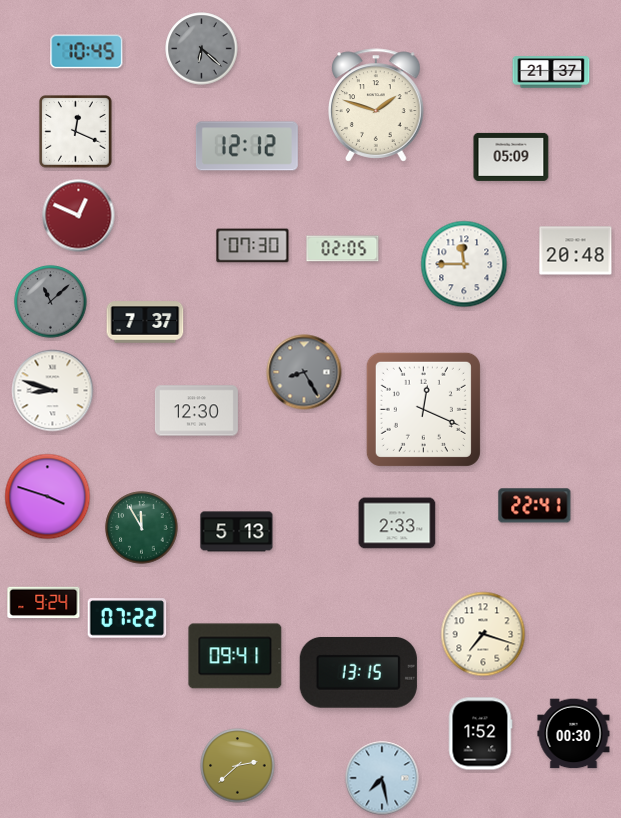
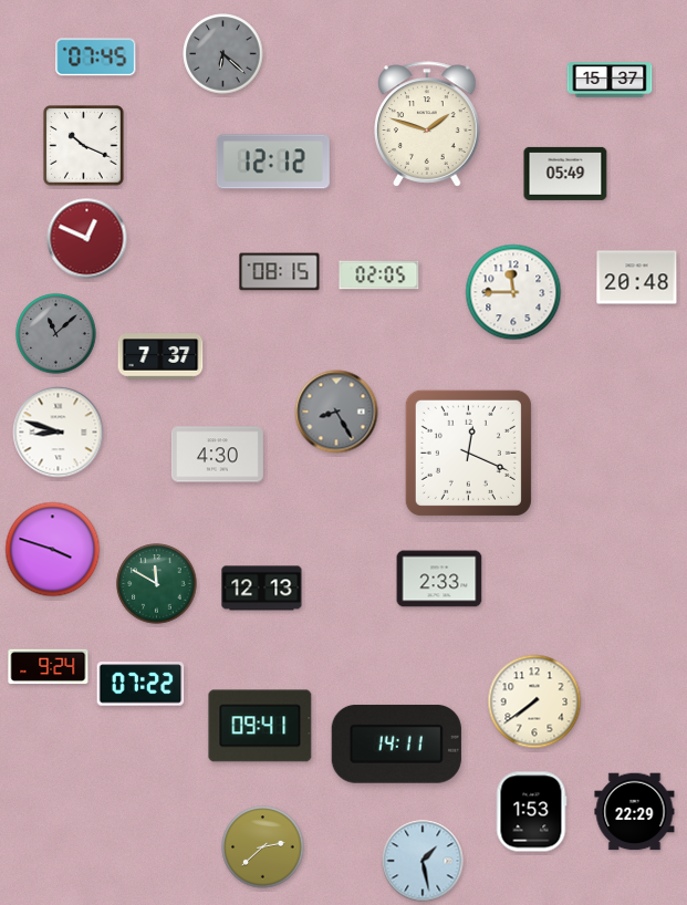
clock at (87, 52): 10:45 -> 07:45
clock at (551, 72): 21:37 -> 15:37
clock at (376, 105) position: (376, 105) -> (427, 124)
clock at (76, 132): 12:19 -> 10:19
clock at (511, 157): 05:09 -> 05:49
clock at (253, 246): 07:30 -> 08:15
clock at (196, 411): 12:30 -> 4:30
clock at (535, 506): 22:41 -> none
clock at (142, 528): 11:55 -> 11:50
clock at (237, 532): 5:13 -> 12:13
clock at (483, 634): 7:18 -> 7:39
clock at (358, 672): 13:15 -> 14:11
clock at (480, 734): 1:52 -> 1:53
clock at (574, 734): 00:30 -> 22:29
clock at (382, 778): 7:28 -> 1:28
